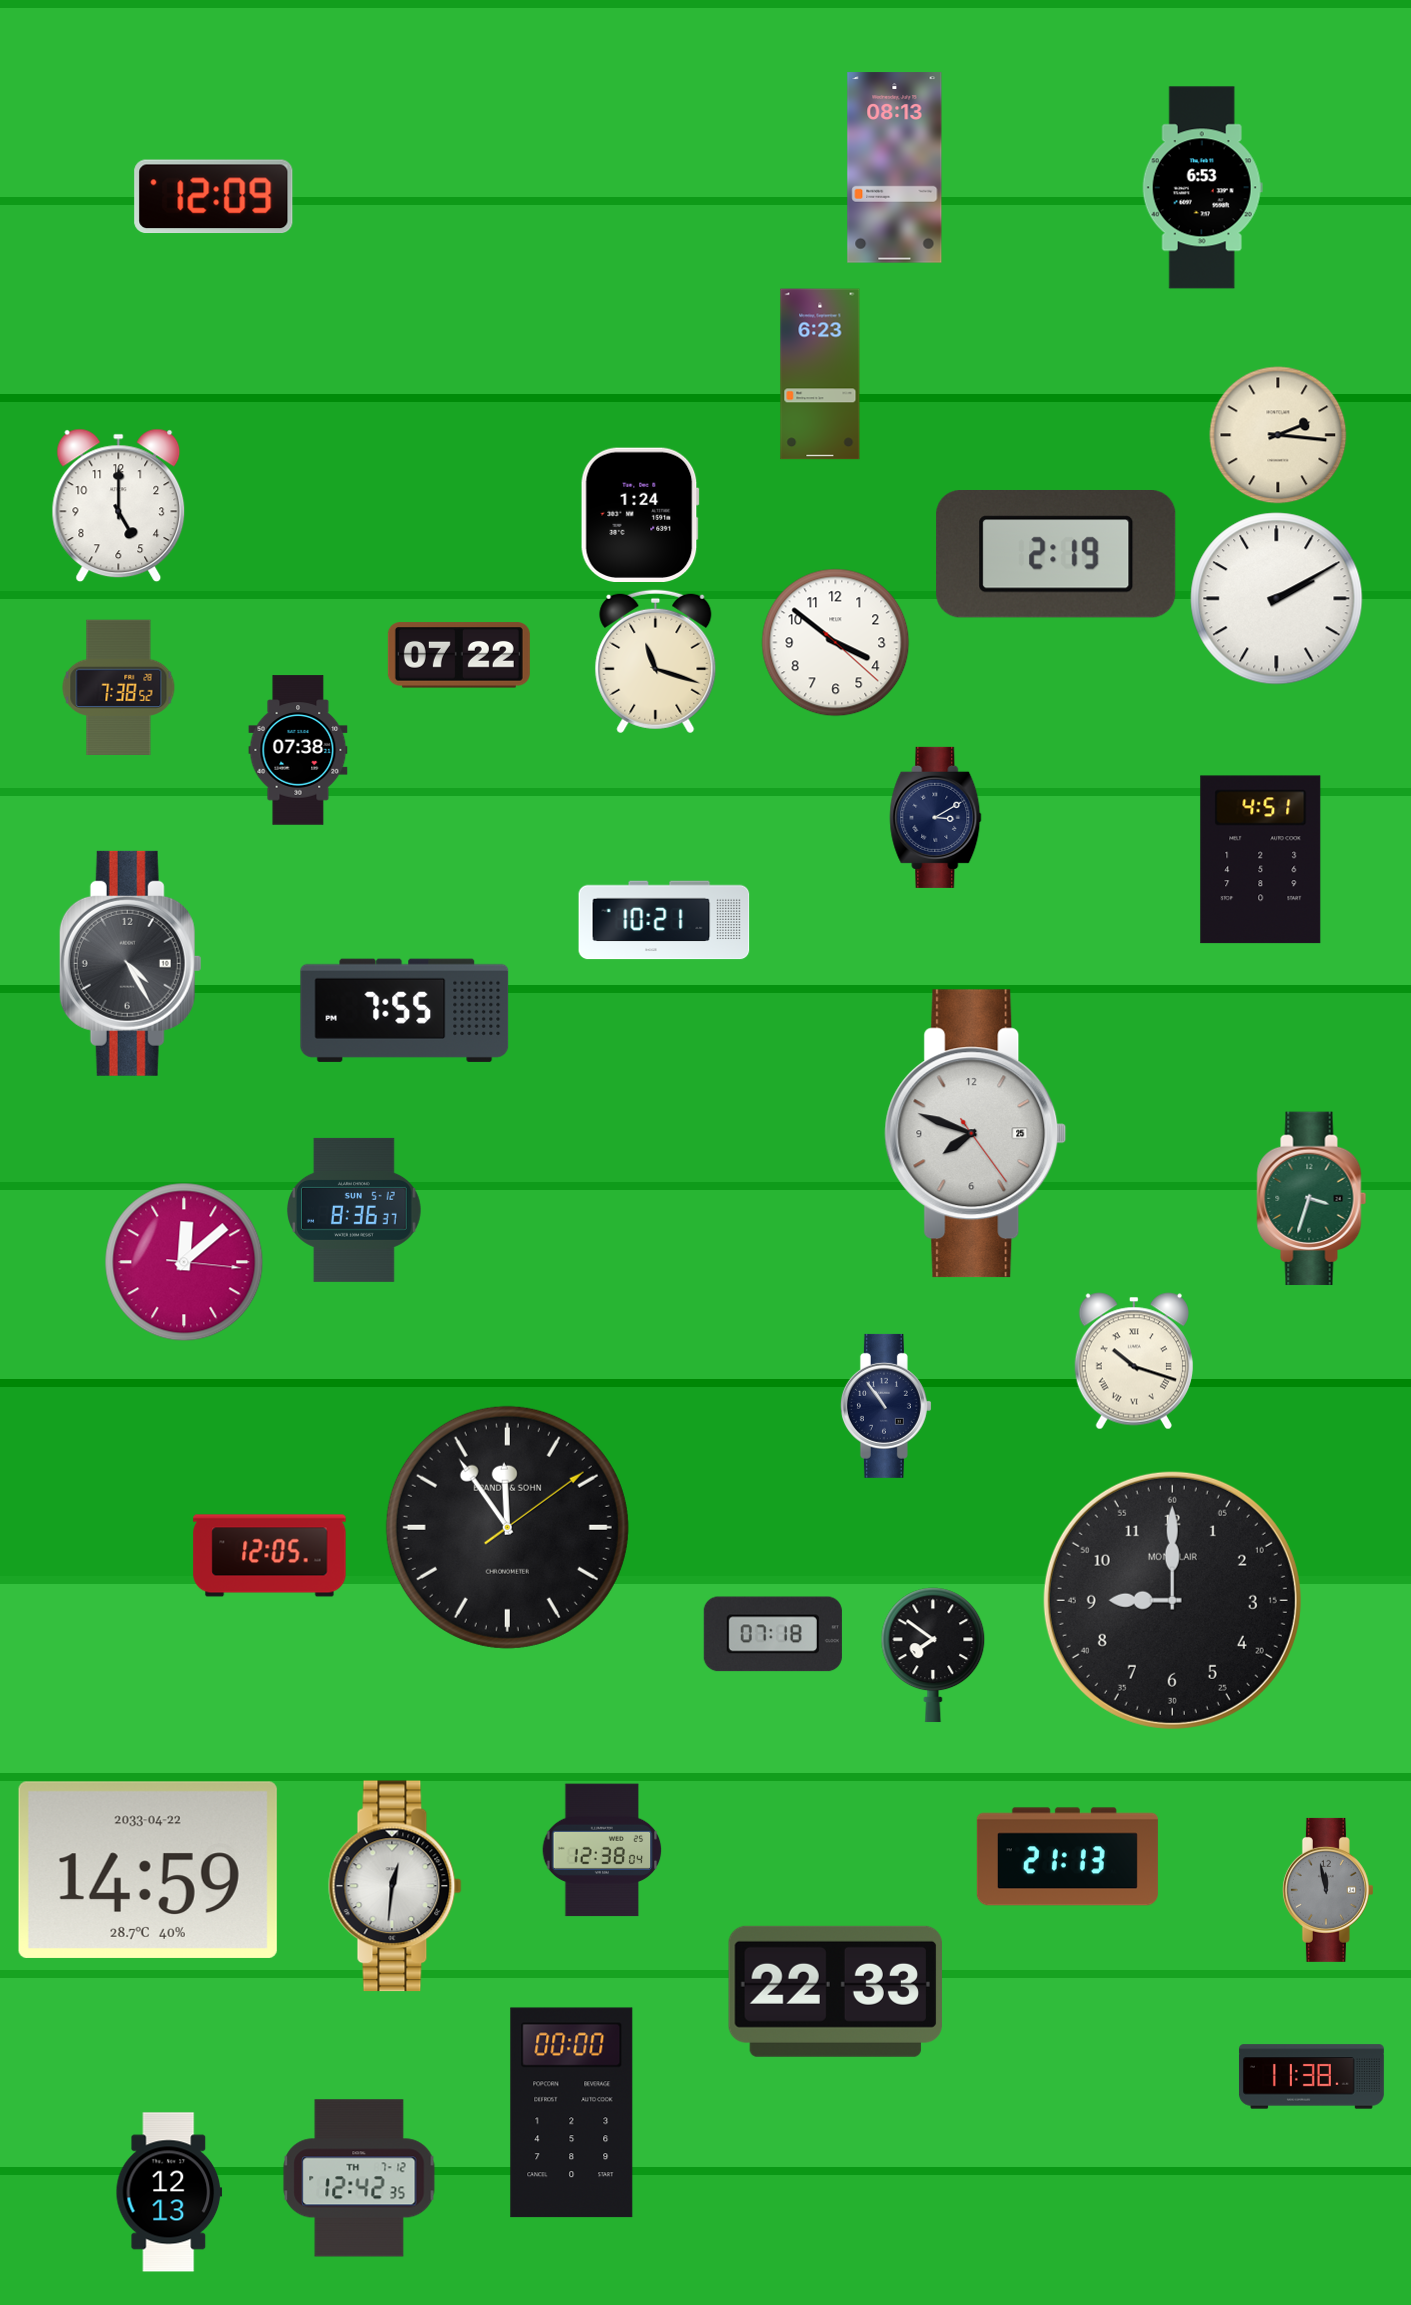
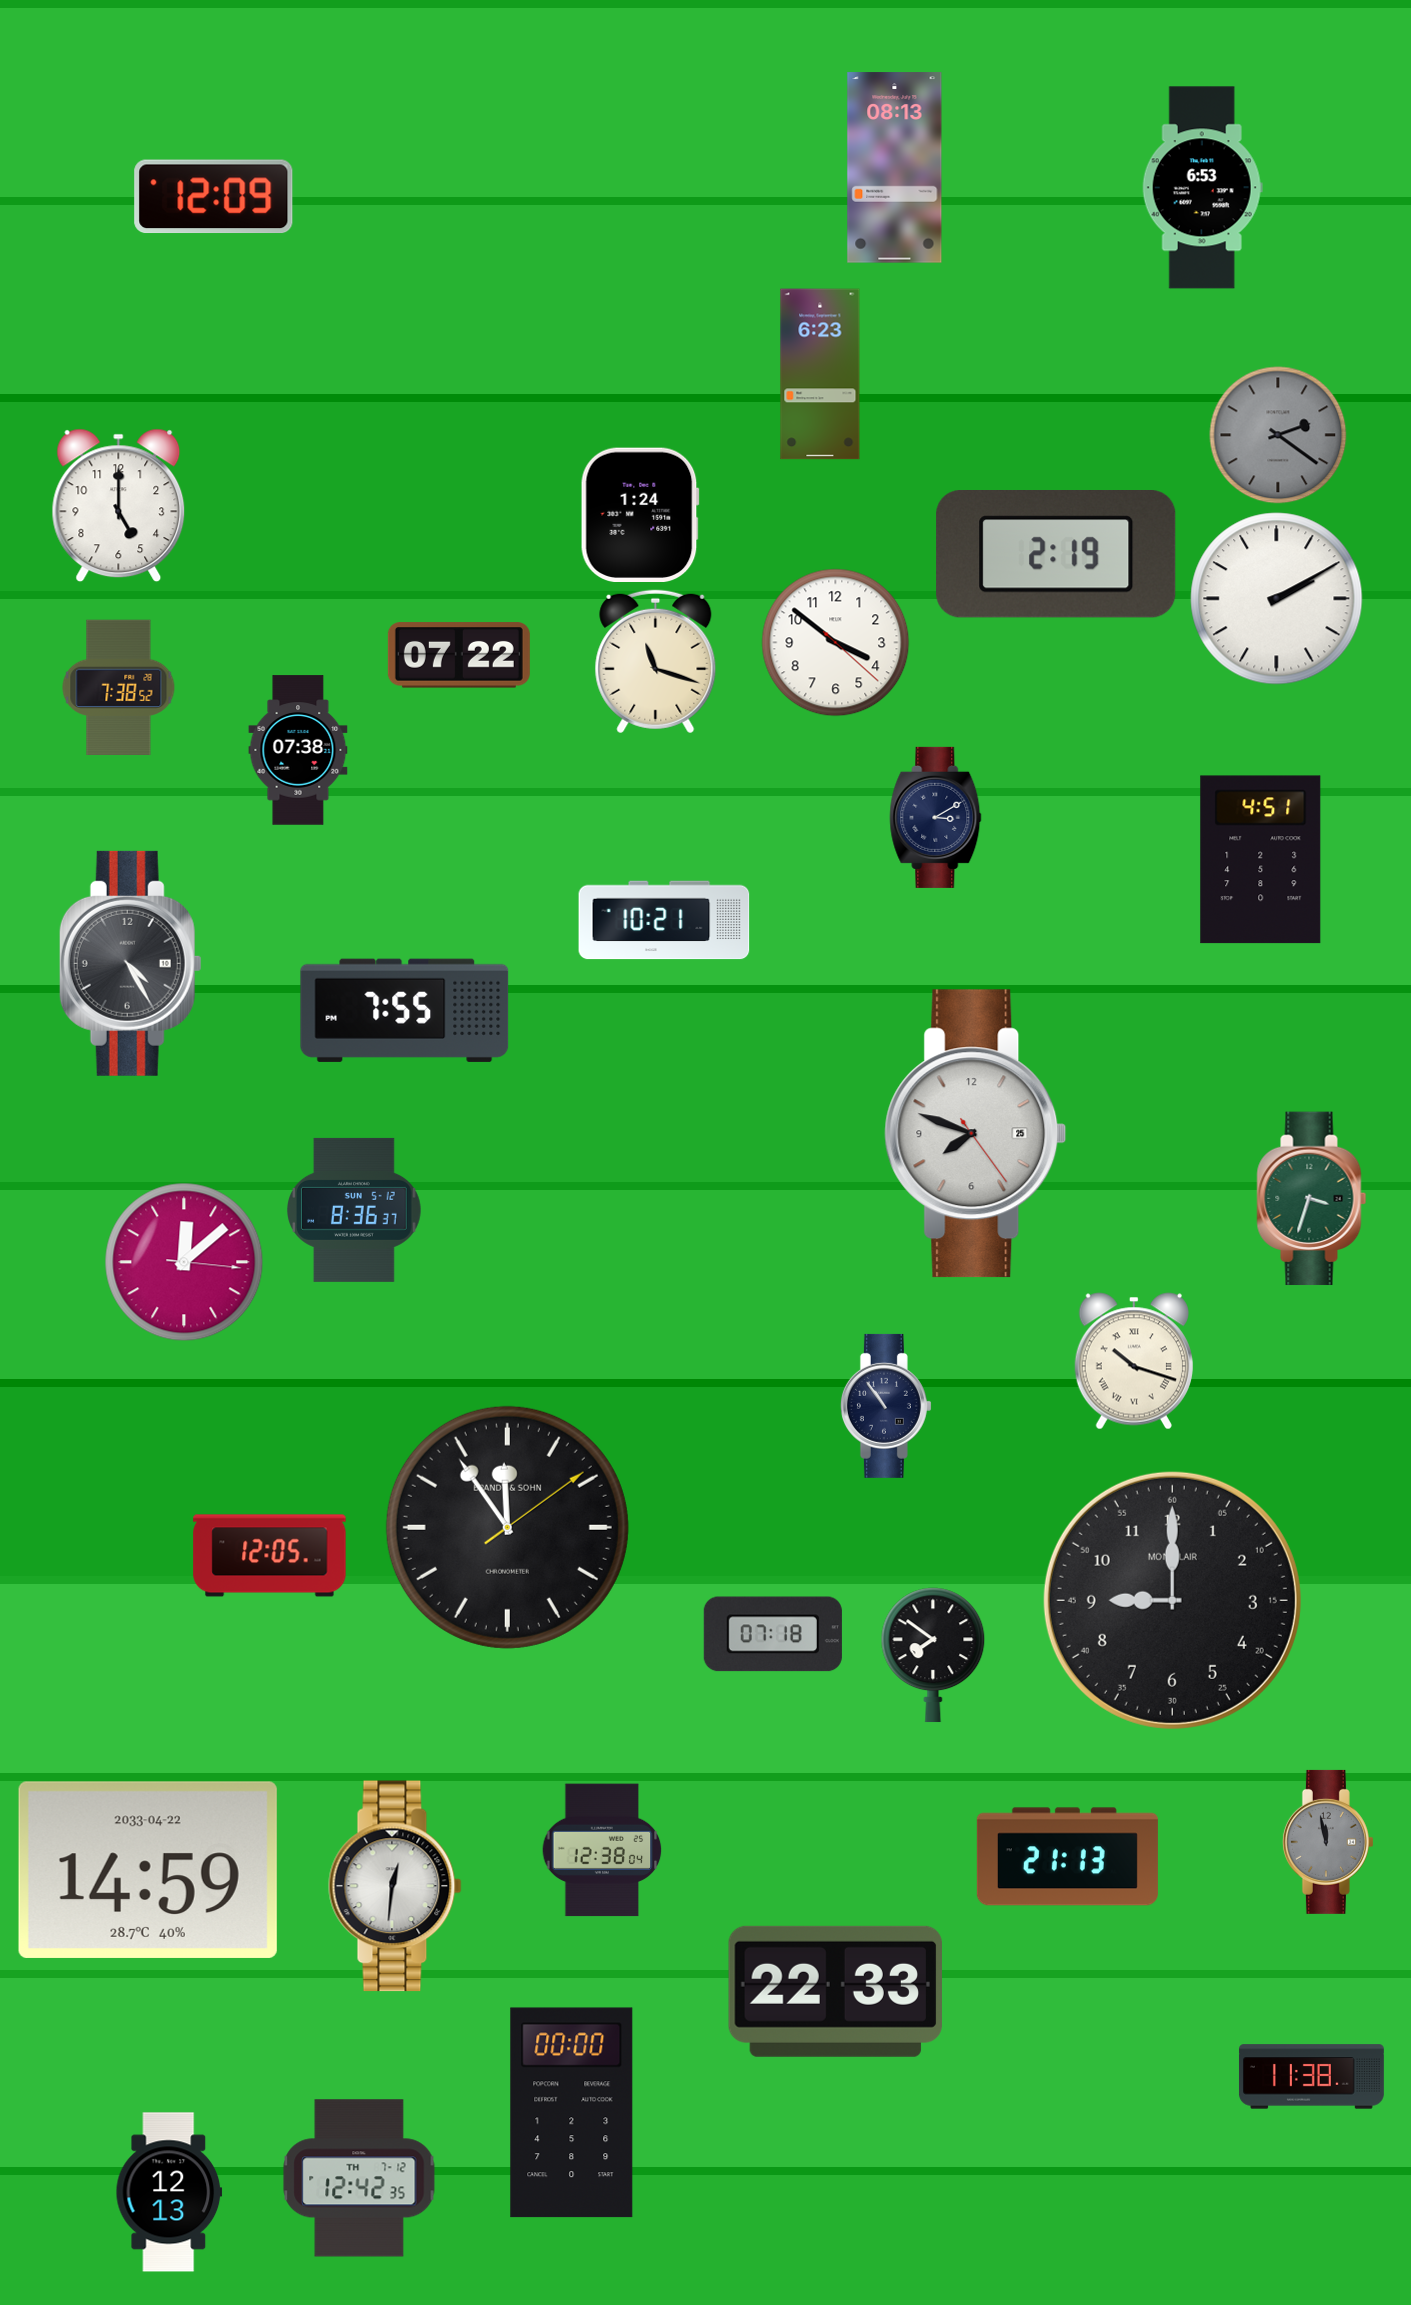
clock at (1278, 435): 2:16 -> 2:21
clock at (1278, 435) dial: cream -> grey
clock at (1328, 1890) position: (1328, 1890) -> (1328, 1842)
